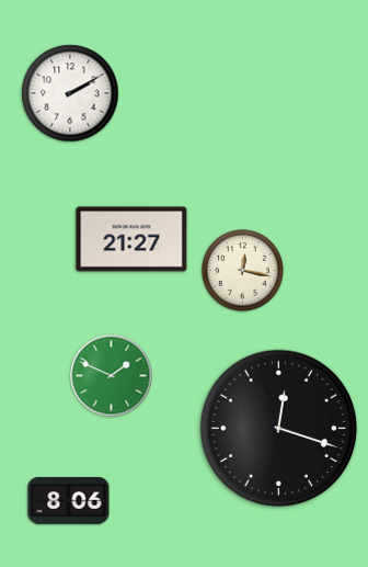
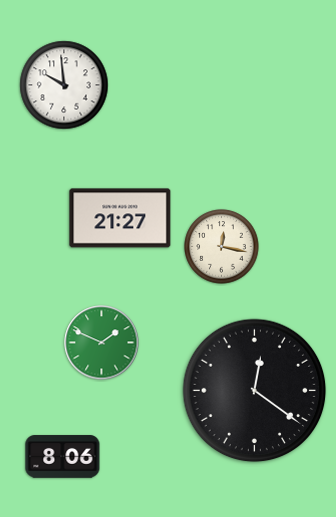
clock at (70, 93): 2:10 -> 9:59
clock at (279, 429): 12:18 -> 12:21
